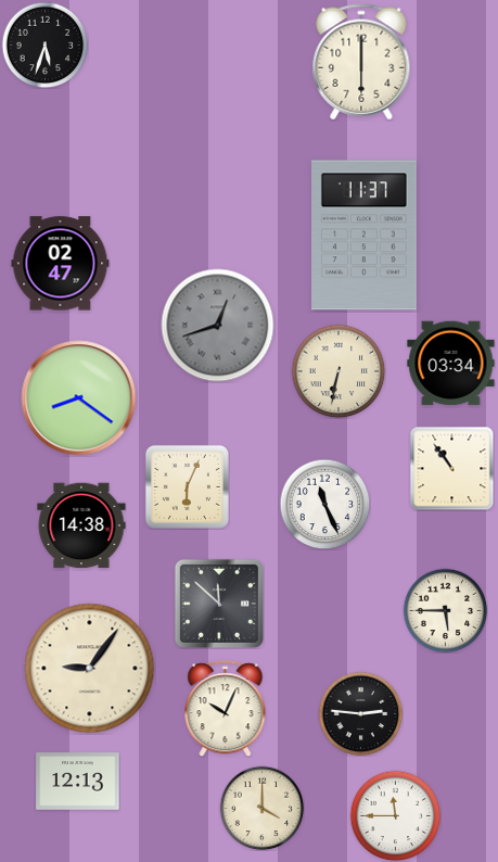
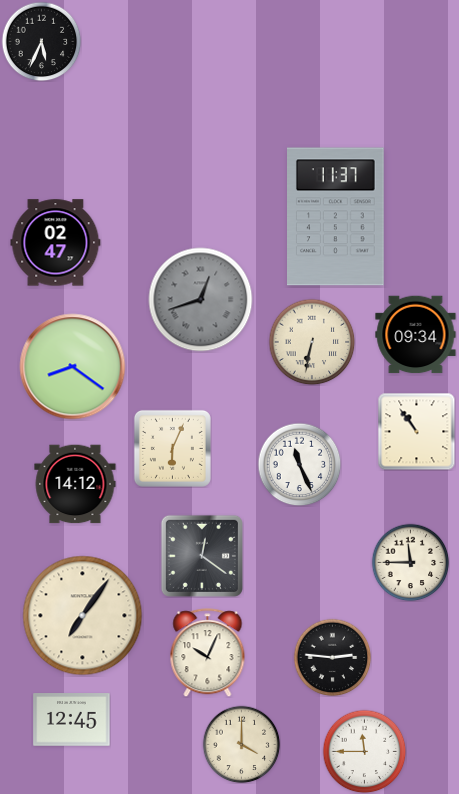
clock at (44, 45): 5:33 -> 5:34
clock at (361, 62): 6:00 -> none
clock at (451, 364): 03:34 -> 09:34
clock at (81, 525): 14:38 -> 14:12
clock at (219, 604): 11:52 -> 12:21
clock at (445, 610): 5:45 -> 11:45
clock at (90, 669): 9:06 -> 7:06
clock at (78, 782): 12:13 -> 12:45
